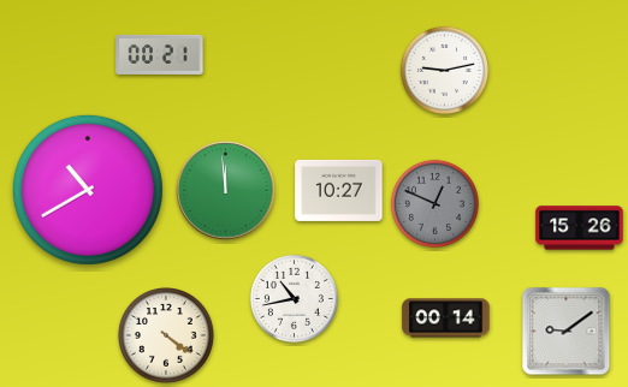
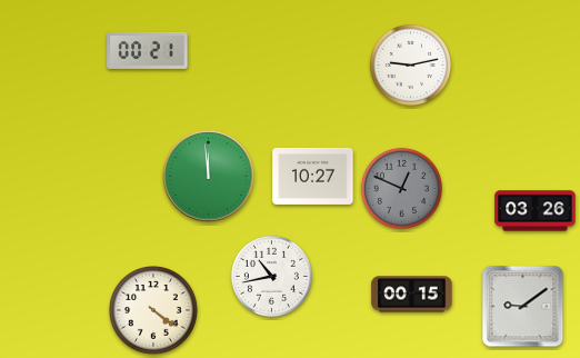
clock at (88, 190): 10:40 -> none
clock at (580, 228): 15:26 -> 03:26
clock at (446, 318): 00:14 -> 00:15
